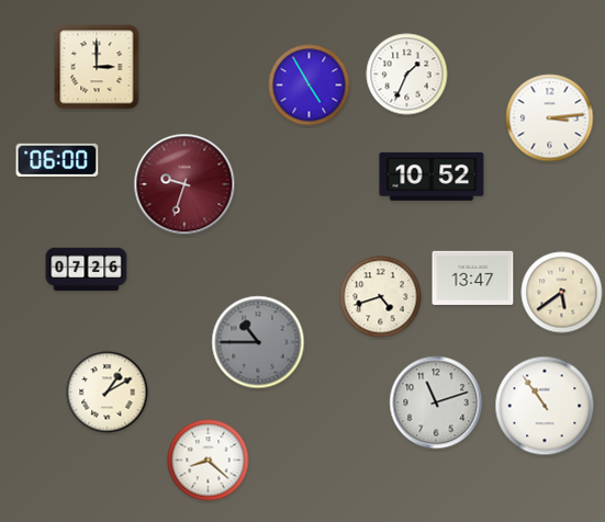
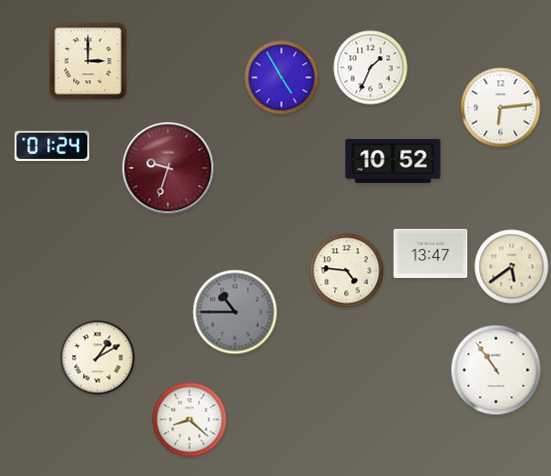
clock at (550, 118): 3:14 -> 6:14
clock at (57, 160): 06:00 -> 01:24
clock at (87, 270): 07:26 -> none
clock at (381, 297): 4:42 -> 4:46
clock at (436, 402): 11:12 -> none
